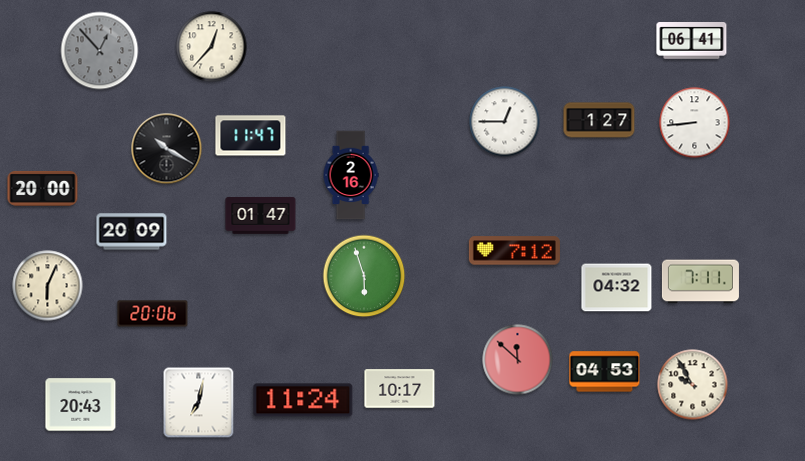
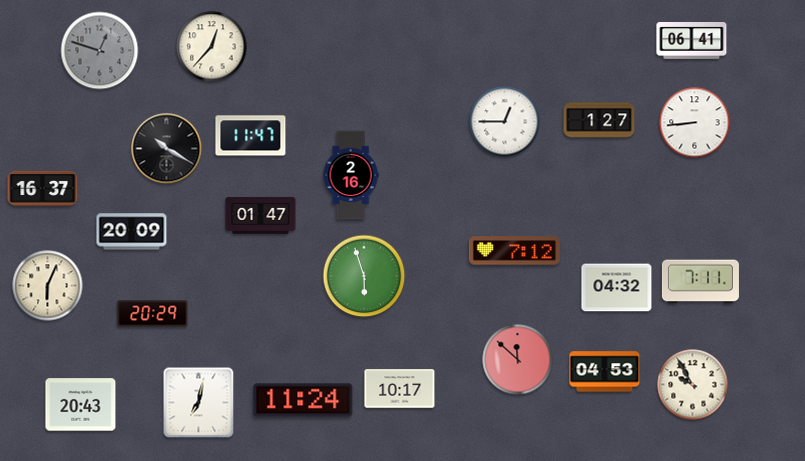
clock at (100, 51): 12:53 -> 12:48
clock at (43, 188): 20:00 -> 16:37
clock at (153, 314): 20:06 -> 20:29
